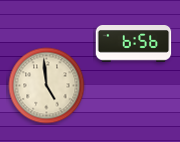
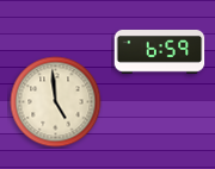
clock at (134, 44): 6:56 -> 6:59
